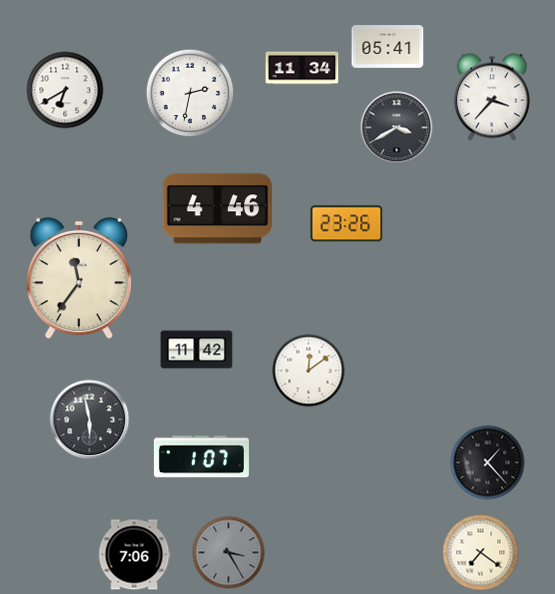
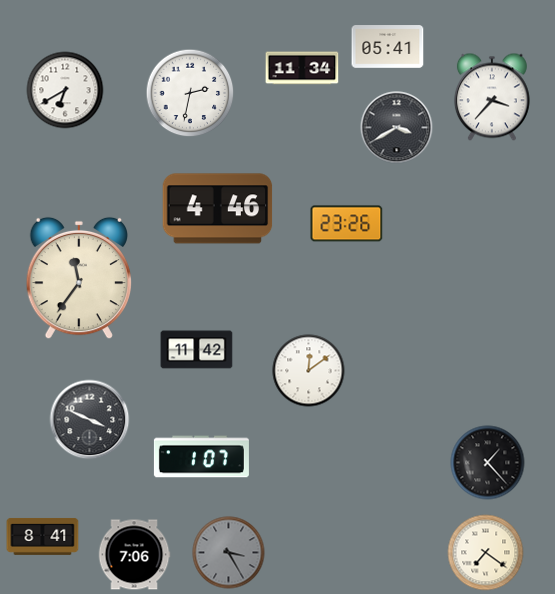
clock at (90, 420): 5:58 -> 3:49
clock at (43, 536): none -> 8:41
clock at (481, 553) position: (481, 553) -> (486, 553)
